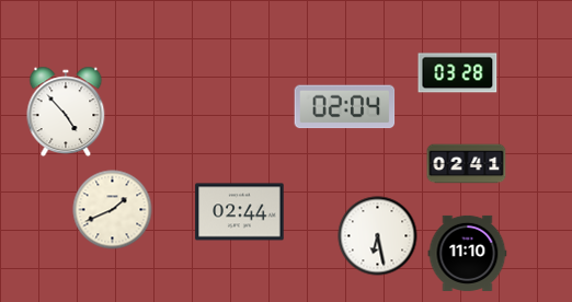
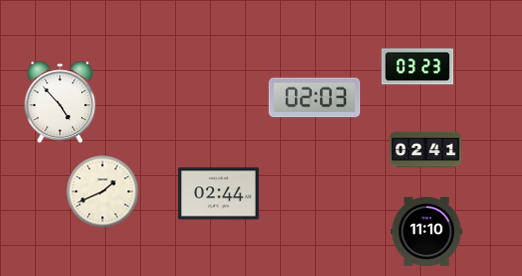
clock at (458, 73): 03:28 -> 03:23
clock at (345, 107): 02:04 -> 02:03
clock at (378, 236): 6:28 -> none
